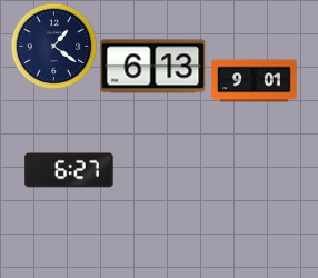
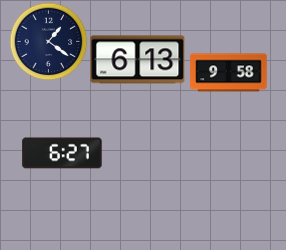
clock at (255, 81): 9:01 -> 9:58
